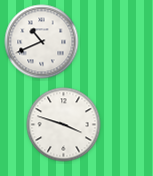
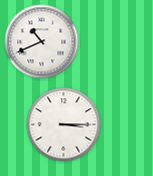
clock at (64, 125): 3:48 -> 3:15
